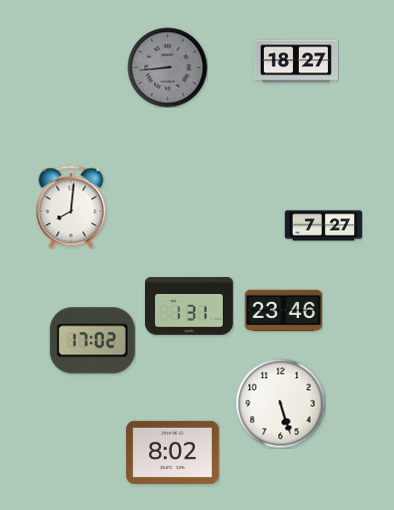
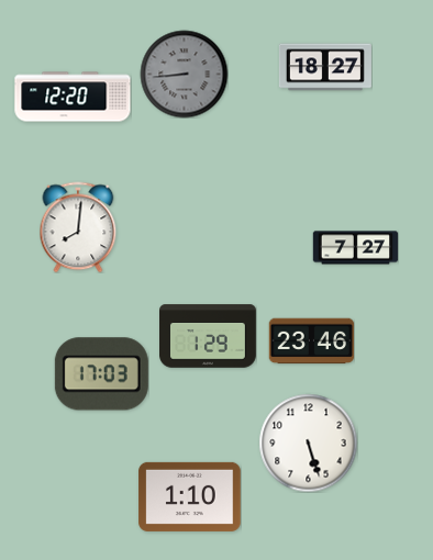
clock at (73, 97): none -> 12:20
clock at (190, 306): 1:31 -> 1:29
clock at (92, 341): 17:02 -> 17:03
clock at (173, 452): 8:02 -> 1:10
